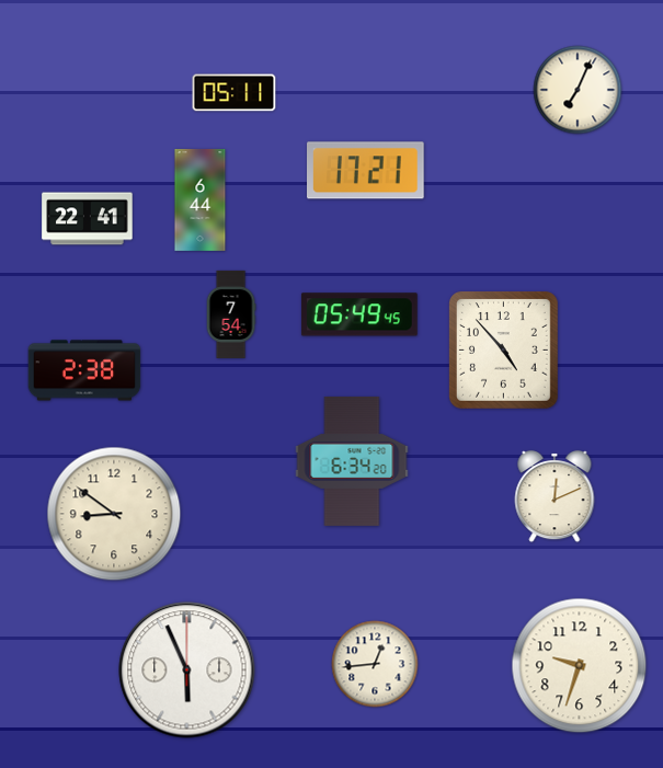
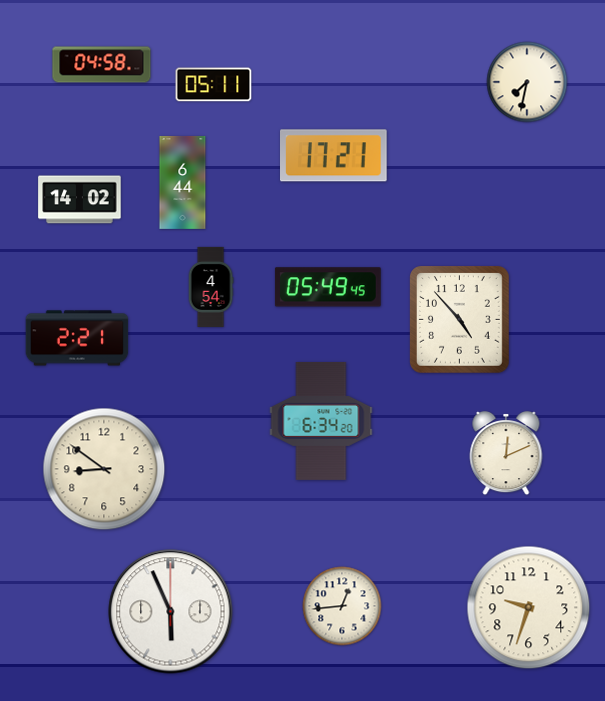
clock at (102, 65): none -> 04:58
clock at (578, 90): 7:04 -> 7:32
clock at (88, 219): 22:41 -> 14:02
clock at (231, 314): 7:54 -> 4:54
clock at (84, 370): 2:38 -> 2:21
